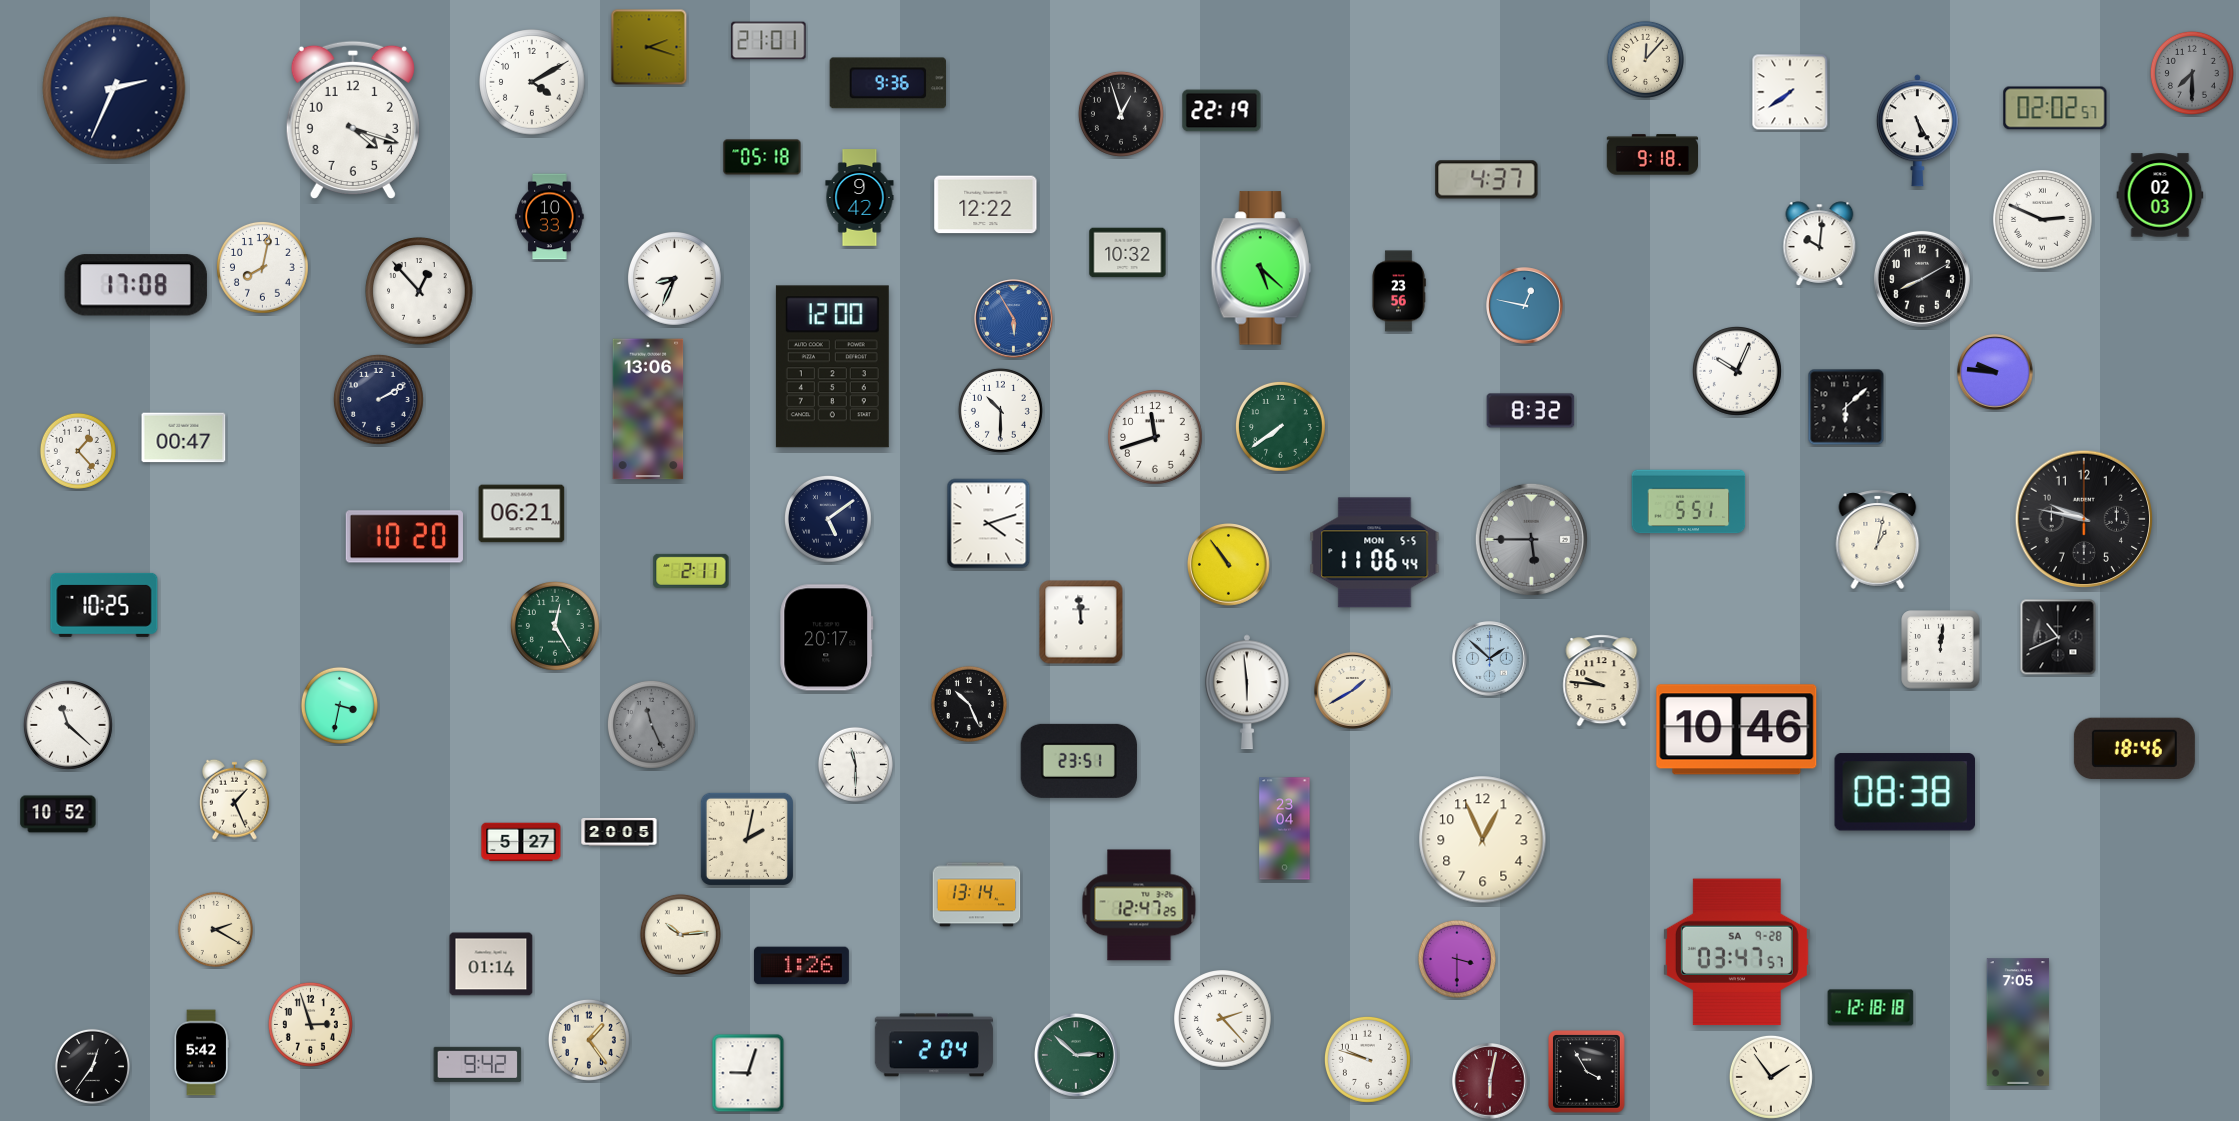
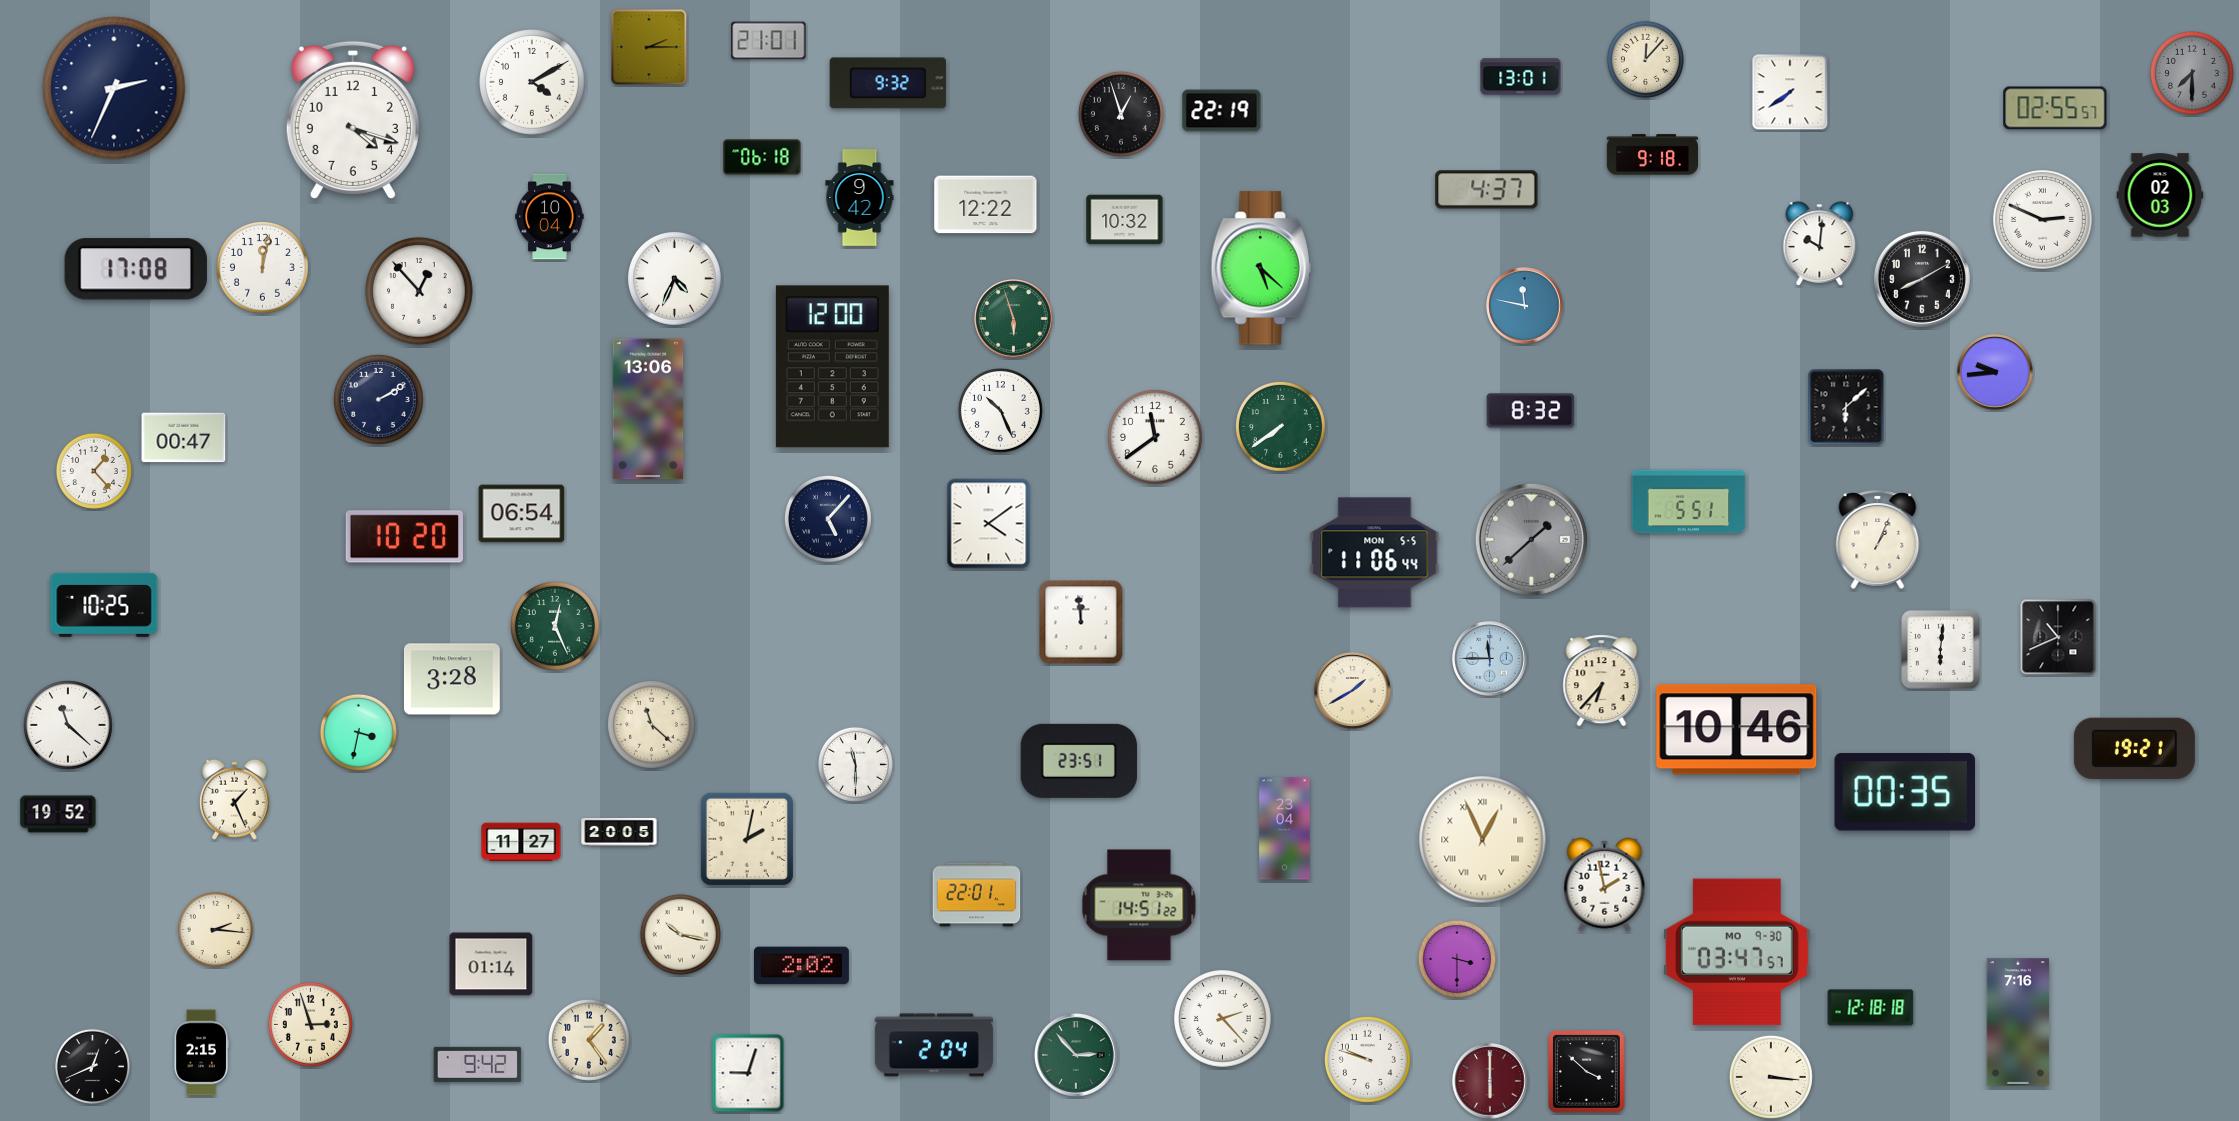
clock at (649, 47): 2:18 -> 2:15
clock at (1521, 77): none -> 13:01
clock at (888, 83): 9:36 -> 9:32
clock at (2055, 108): 02:02 -> 02:55
clock at (1917, 131): 5:25 -> none
clock at (762, 157): 05:18 -> 06:18
clock at (1487, 180) position: (1487, 180) -> (1487, 190)
clock at (550, 217): 10:33 -> 10:04
clock at (1128, 253) position: (1128, 253) -> (1125, 220)
clock at (263, 268): 8:02 -> 12:02
clock at (675, 279): 8:34 -> 4:34
clock at (136, 285) position: (136, 285) -> (136, 269)
clock at (1399, 291): 23:56 -> none
clock at (1525, 306): 12:47 -> 11:47
clock at (1014, 319): 5:55 -> 5:57
clock at (1014, 319) dial: blue -> green
clock at (1737, 371): 10:04 -> none
clock at (1995, 372): 9:46 -> 9:44
clock at (1000, 410): 10:30 -> 10:26
clock at (1156, 438): 11:42 -> 11:39
clock at (78, 451) position: (78, 451) -> (94, 471)
clock at (522, 514): 06:21 -> 06:54
clock at (2083, 518): 9:47 -> none
clock at (828, 519): 5:09 -> 5:07
clock at (989, 524): 4:12 -> 4:09
clock at (1531, 539): 5:45 -> 1:38
clock at (1878, 539): 1:02 -> 1:04
clock at (1229, 565): 10:54 -> none
clock at (691, 571): 2:11 -> none
clock at (555, 626): 12:25 -> 12:26
clock at (827, 638): 20:17 -> none
clock at (1941, 650): 12:01 -> 6:01
clock at (1490, 659): 1:52 -> 11:45
clock at (452, 679): none -> 3:28
clock at (1602, 681): 9:46 -> 6:37
clock at (1247, 692): 5:59 -> none
clock at (969, 704): 10:26 -> none
clock at (339, 705) position: (339, 705) -> (358, 732)
clock at (651, 724): 11:26 -> 11:22
clock at (651, 724) dial: grey -> cream
clock at (2134, 748): 18:46 -> 19:21
clock at (1904, 792): 08:38 -> 00:35
clock at (58, 814): 10:52 -> 19:52
clock at (1483, 840) numerals: Arabic -> Roman
clock at (521, 842): 5:27 -> 11:27
clock at (1605, 885): none -> 1:58
clock at (977, 895): 13:14 -> 22:01
clock at (1139, 905): 12:47 -> 14:51
clock at (215, 929): 2:20 -> 2:16
clock at (680, 934): 10:14 -> 10:17
clock at (1737, 952) date: SA 9-28 -> MO 9-30
clock at (801, 966): 1:26 -> 2:02
clock at (2018, 1022): 7:05 -> 7:16
clock at (201, 1053): 5:42 -> 2:15
clock at (1077, 1056): 2:52 -> 2:53
clock at (92, 1066): 12:36 -> 12:41
clock at (1587, 1072): 3:55 -> 3:52
clock at (1771, 1077): 1:54 -> 3:16
clock at (1490, 1081): 6:02 -> 6:00
